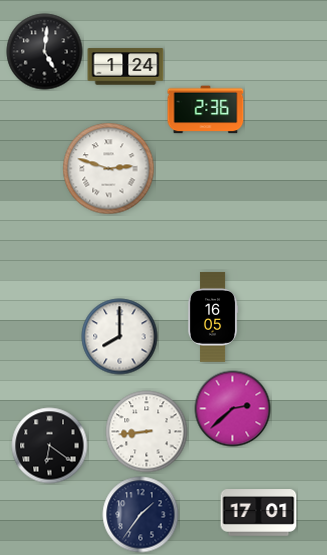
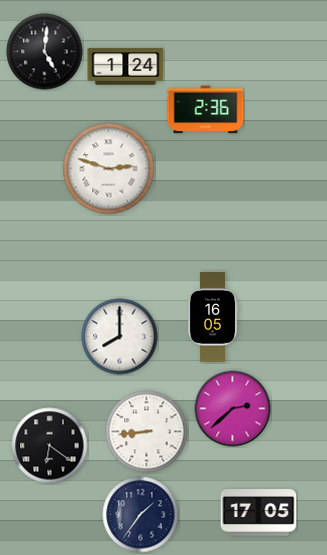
clock at (259, 513): 17:01 -> 17:05
